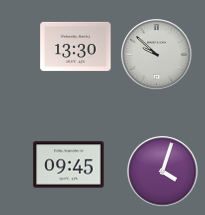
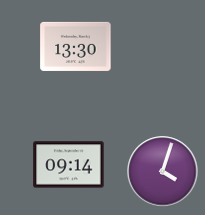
clock at (157, 55): 9:52 -> none
clock at (69, 165): 09:45 -> 09:14
